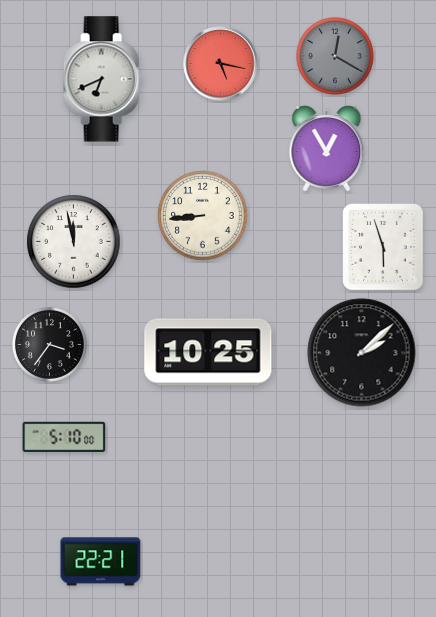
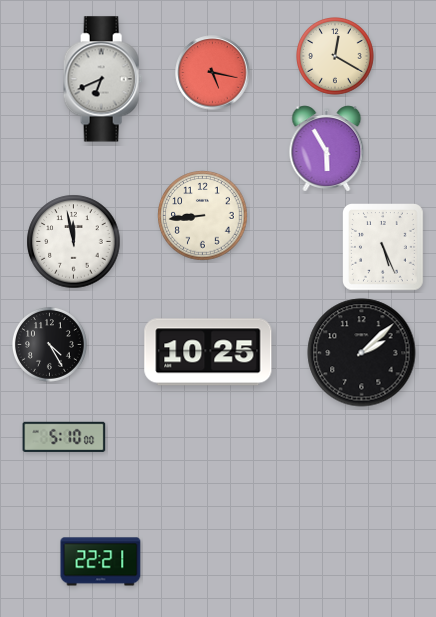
clock at (336, 57) dial: grey -> cream
clock at (221, 64) position: (221, 64) -> (213, 73)
clock at (327, 149): 12:55 -> 5:55
clock at (384, 248): 5:57 -> 5:26
clock at (50, 345): 3:36 -> 4:25
